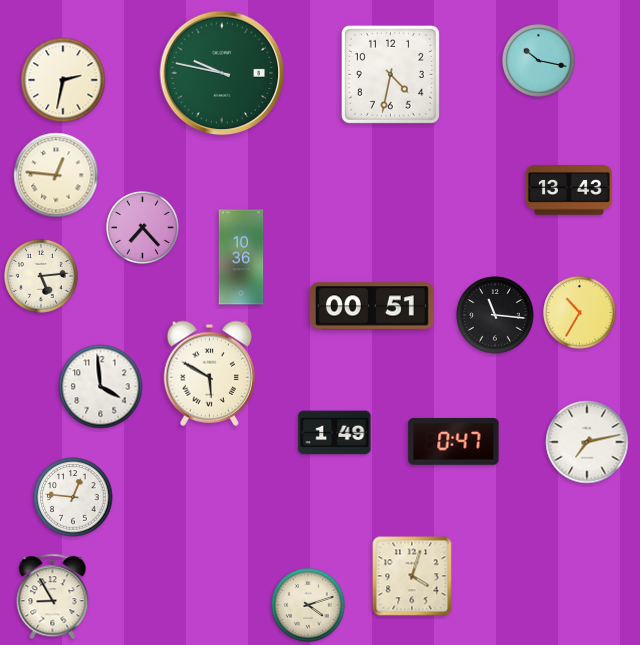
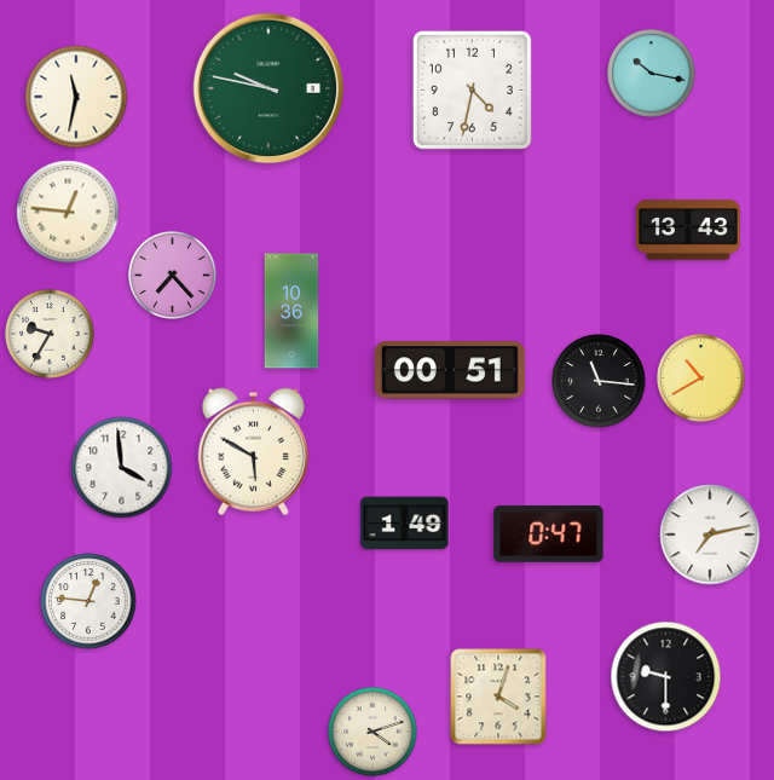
clock at (63, 80): 2:32 -> 11:32
clock at (42, 277): 5:14 -> 9:35
clock at (580, 313): 10:35 -> 10:40
clock at (666, 677): none -> 9:30
clock at (53, 597): 8:55 -> none
